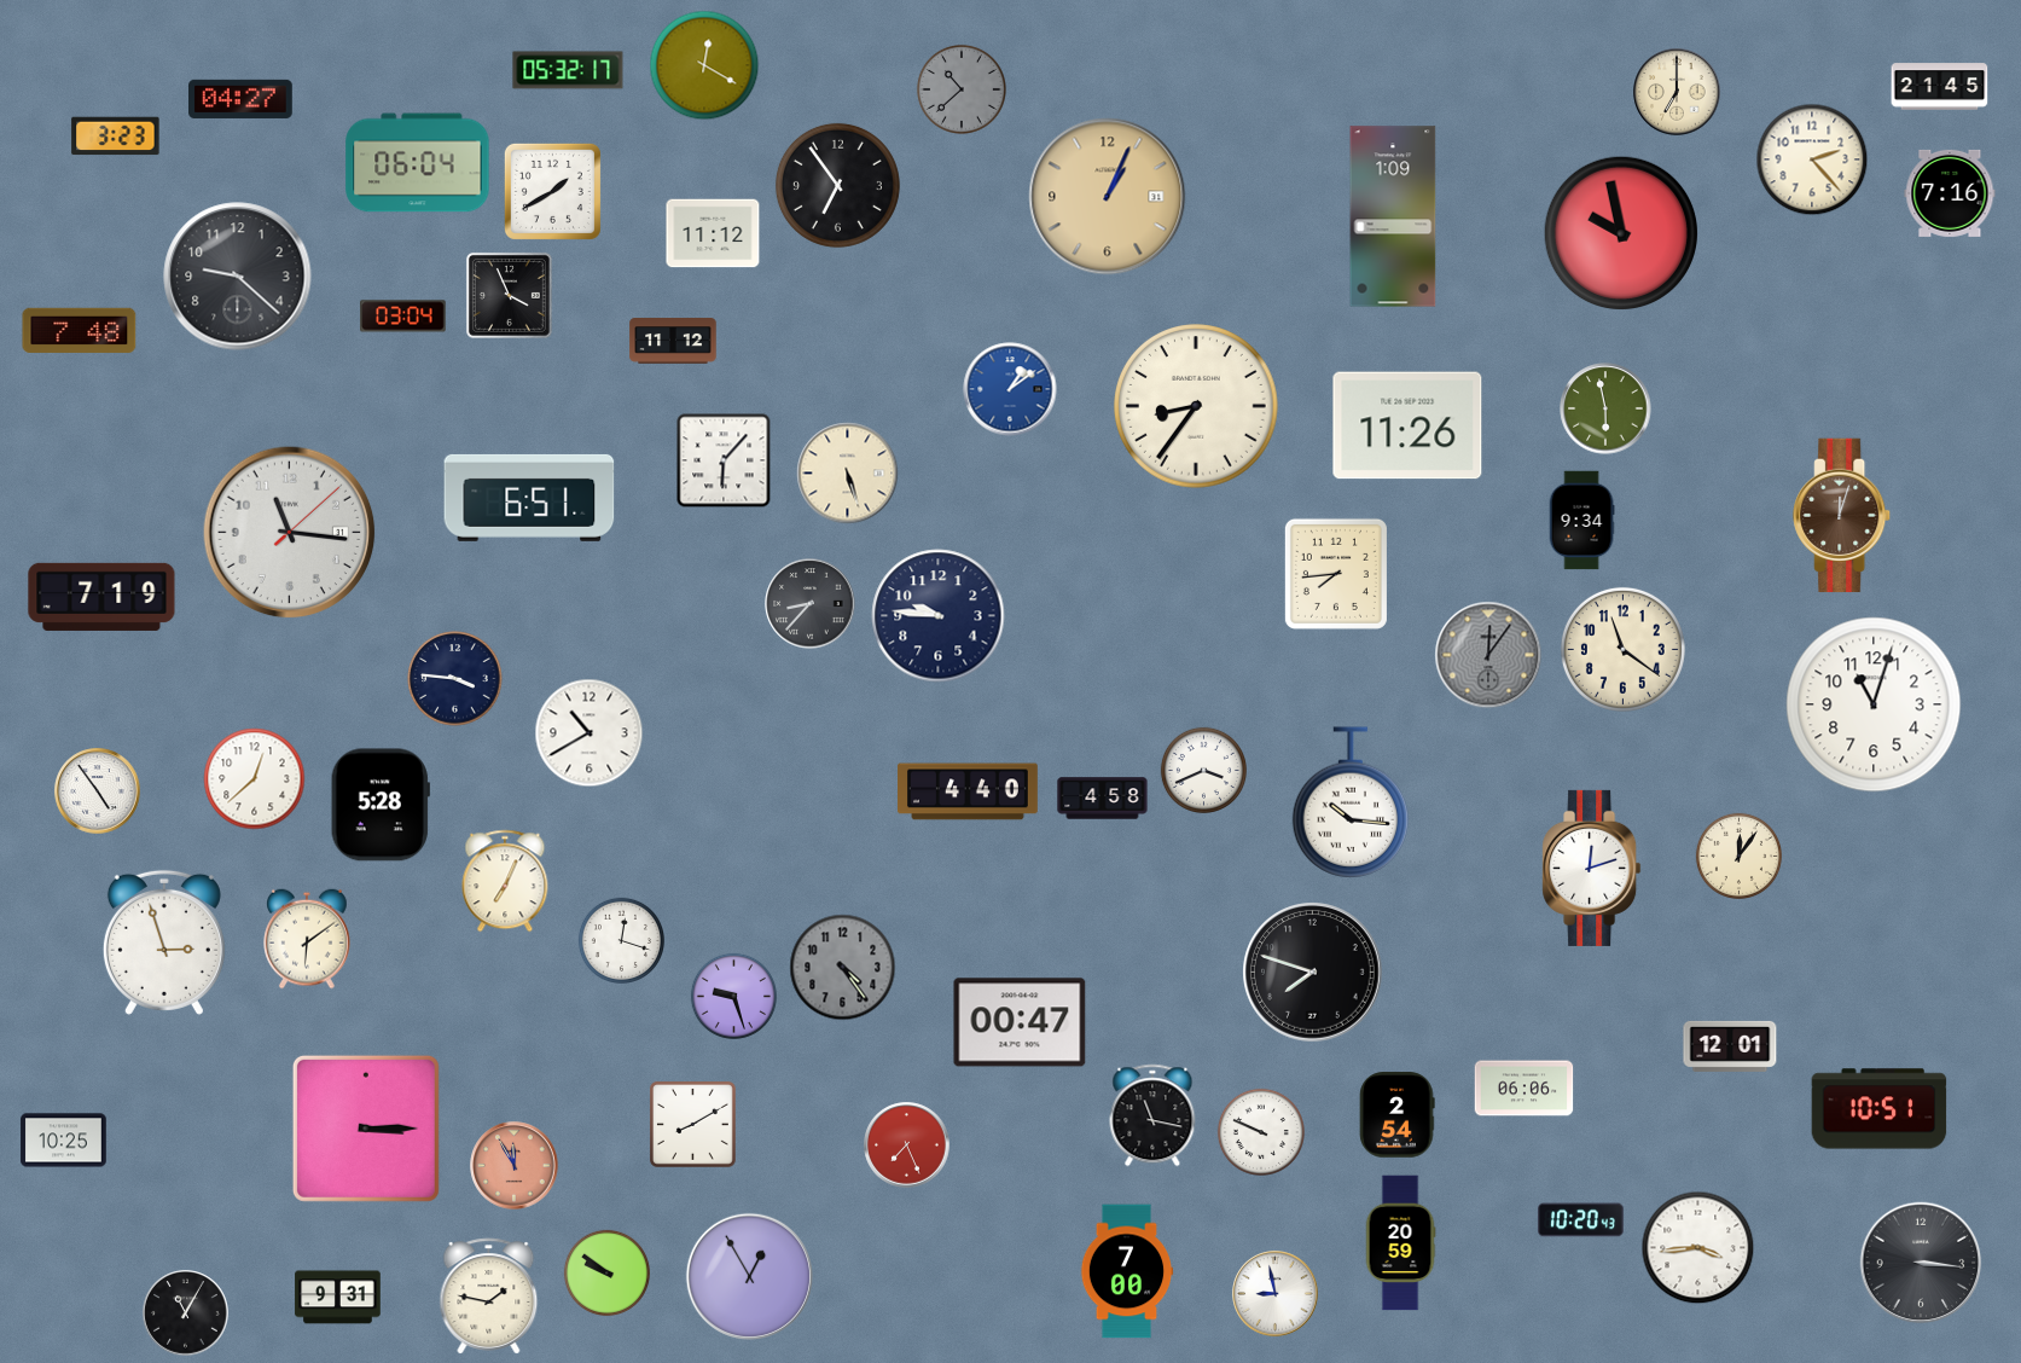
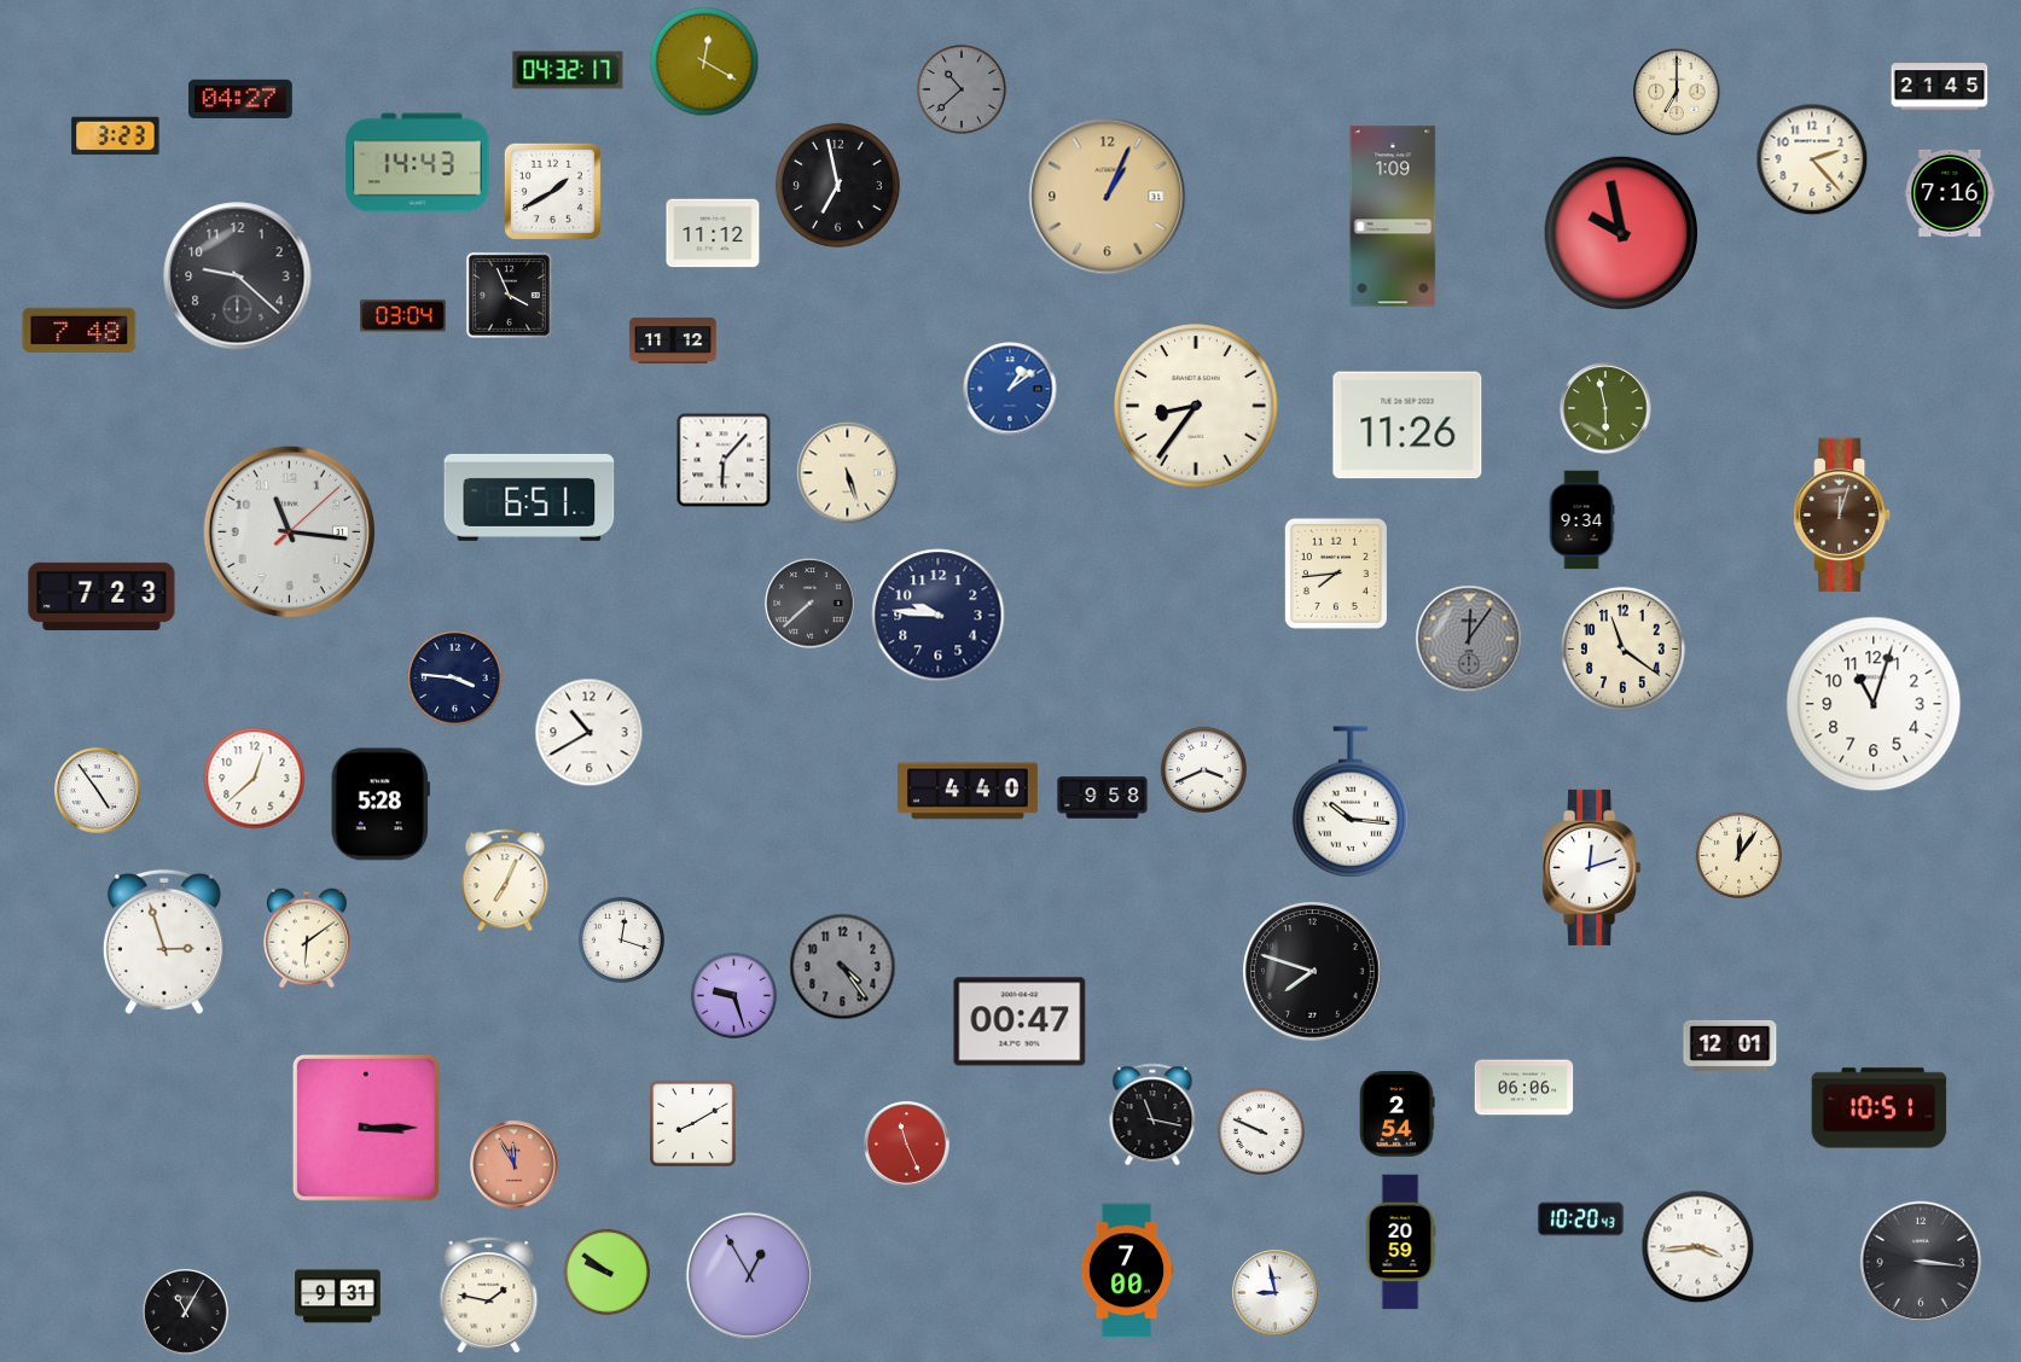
clock at (704, 65) position: (704, 65) -> (704, 62)
clock at (568, 70): 05:32 -> 04:32
clock at (418, 163): 06:04 -> 14:43
clock at (837, 185): 6:54 -> 6:58
clock at (101, 597): 7:19 -> 7:23
clock at (811, 604): 8:37 -> 7:38
clock at (1488, 655) position: (1488, 655) -> (1469, 639)
clock at (1103, 799): 4:58 -> 9:58
clock at (64, 1141): 10:25 -> none
clock at (907, 1145): 7:26 -> 11:26
